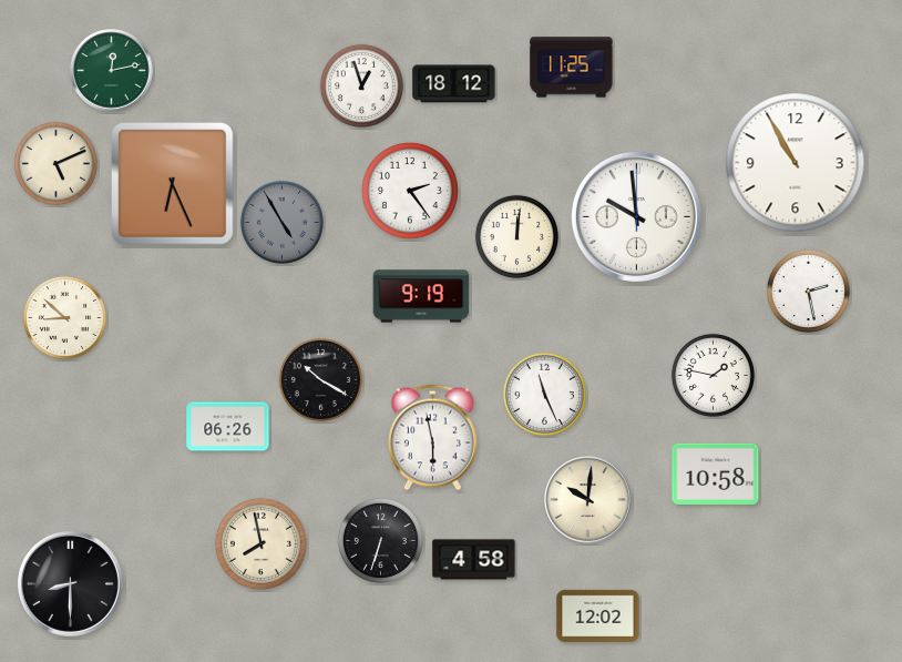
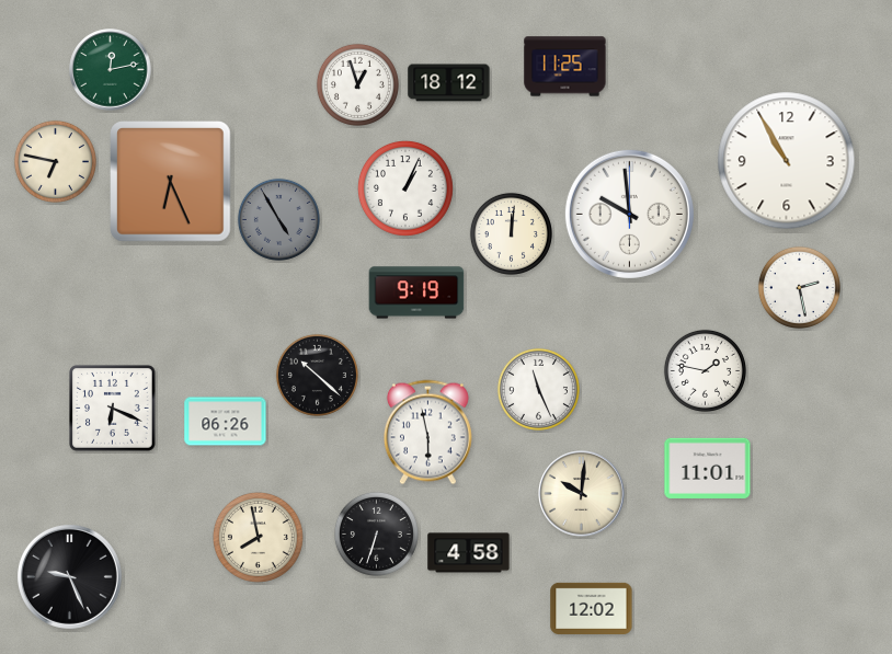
clock at (55, 163): 5:11 -> 6:47
clock at (410, 191): 2:24 -> 1:04
clock at (64, 317): 8:52 -> none
clock at (320, 379): 10:20 -> 10:22
clock at (113, 409): none -> 6:19
clock at (716, 473): 10:58 -> 11:01
clock at (70, 583): 8:30 -> 9:26
